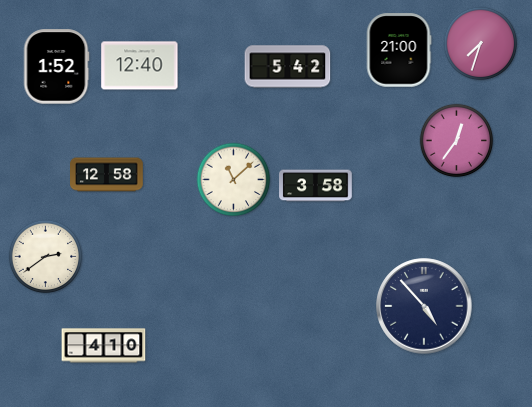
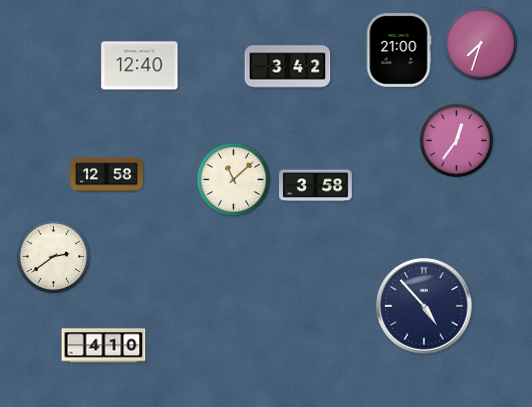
clock at (56, 67): 1:52 -> none
clock at (288, 67): 5:42 -> 3:42
clock at (46, 257) position: (46, 257) -> (54, 257)
